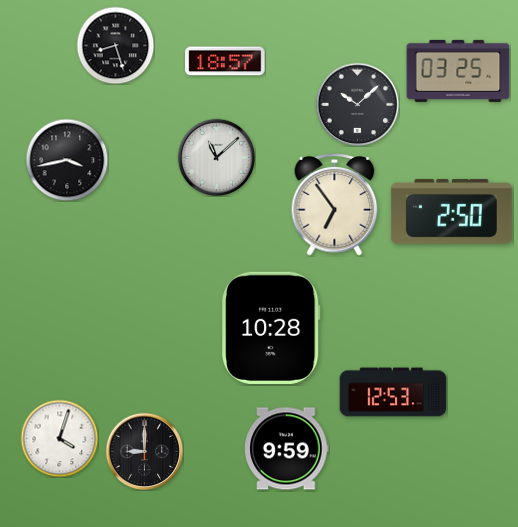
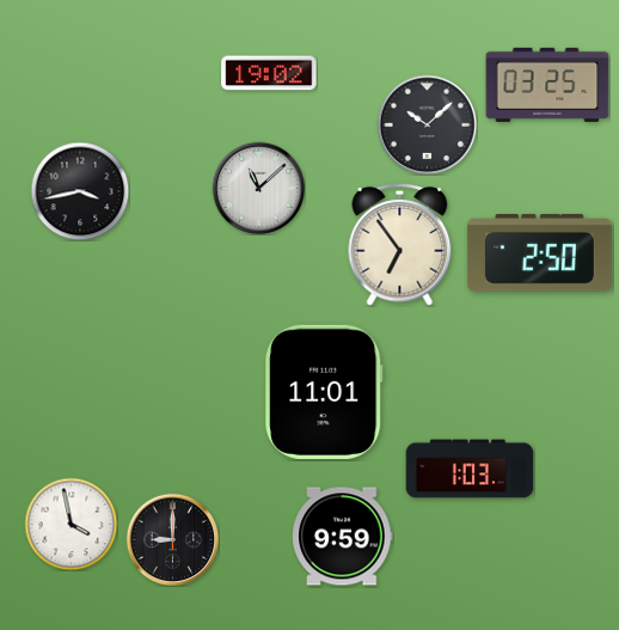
clock at (115, 45): 8:27 -> none
clock at (225, 61): 18:57 -> 19:02
clock at (271, 328): 10:28 -> 11:01
clock at (393, 392): 12:53 -> 1:03
clock at (59, 438): 4:03 -> 3:58
